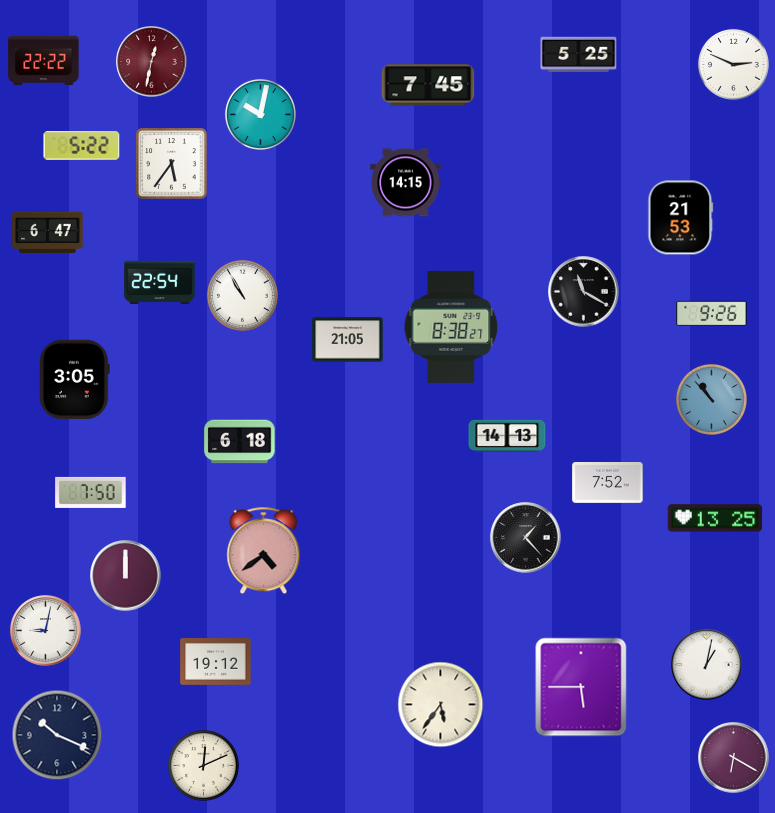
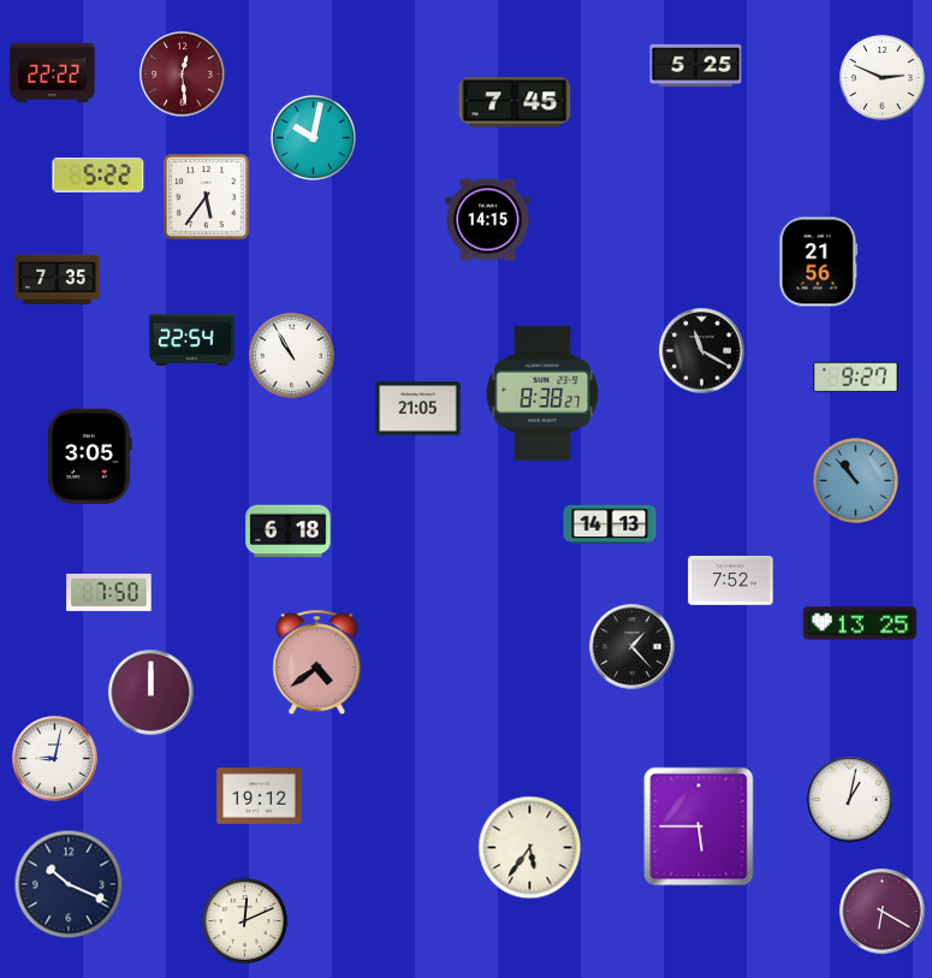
clock at (152, 62): 12:32 -> 12:29
clock at (681, 218): 21:53 -> 21:56
clock at (48, 233): 6:47 -> 7:35
clock at (712, 314): 9:26 -> 9:27
